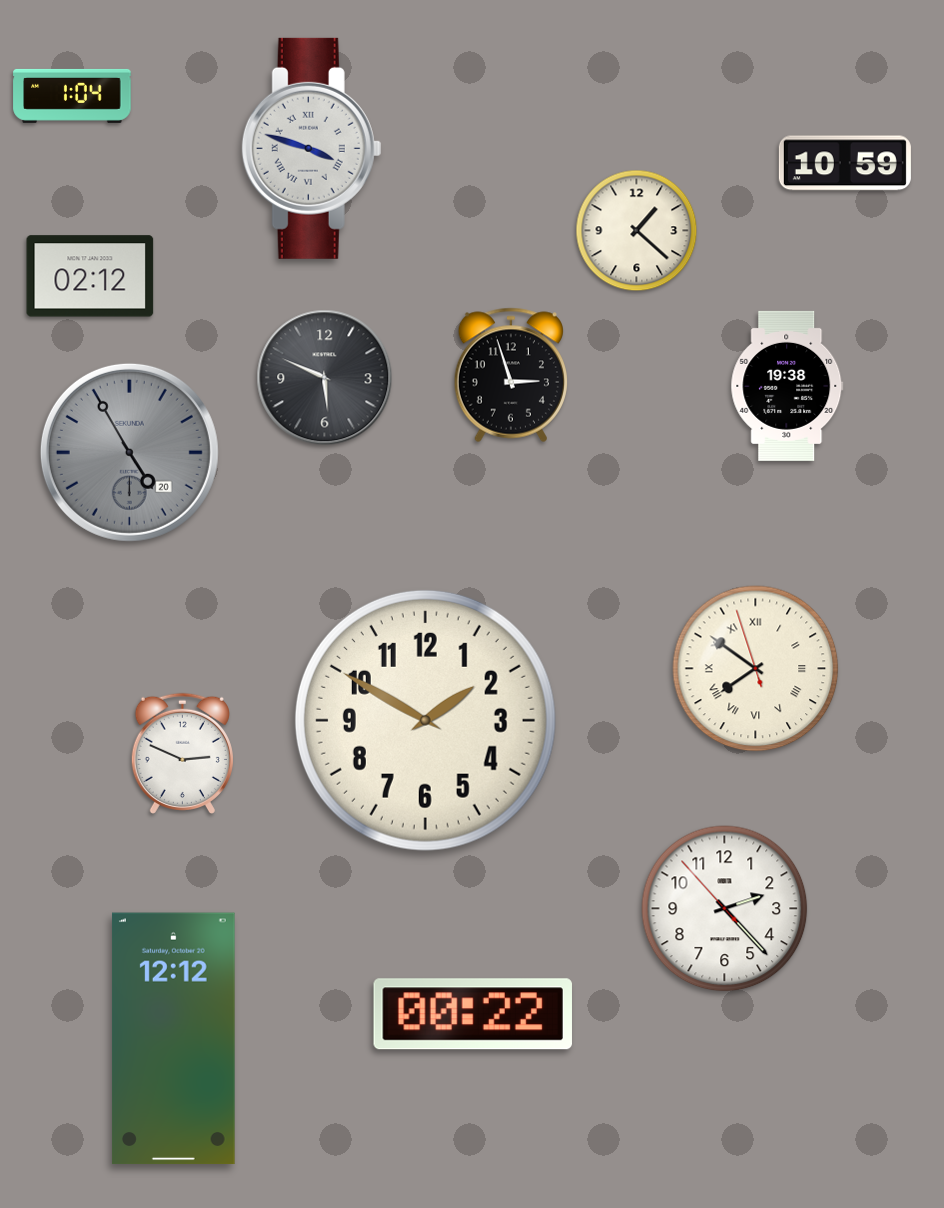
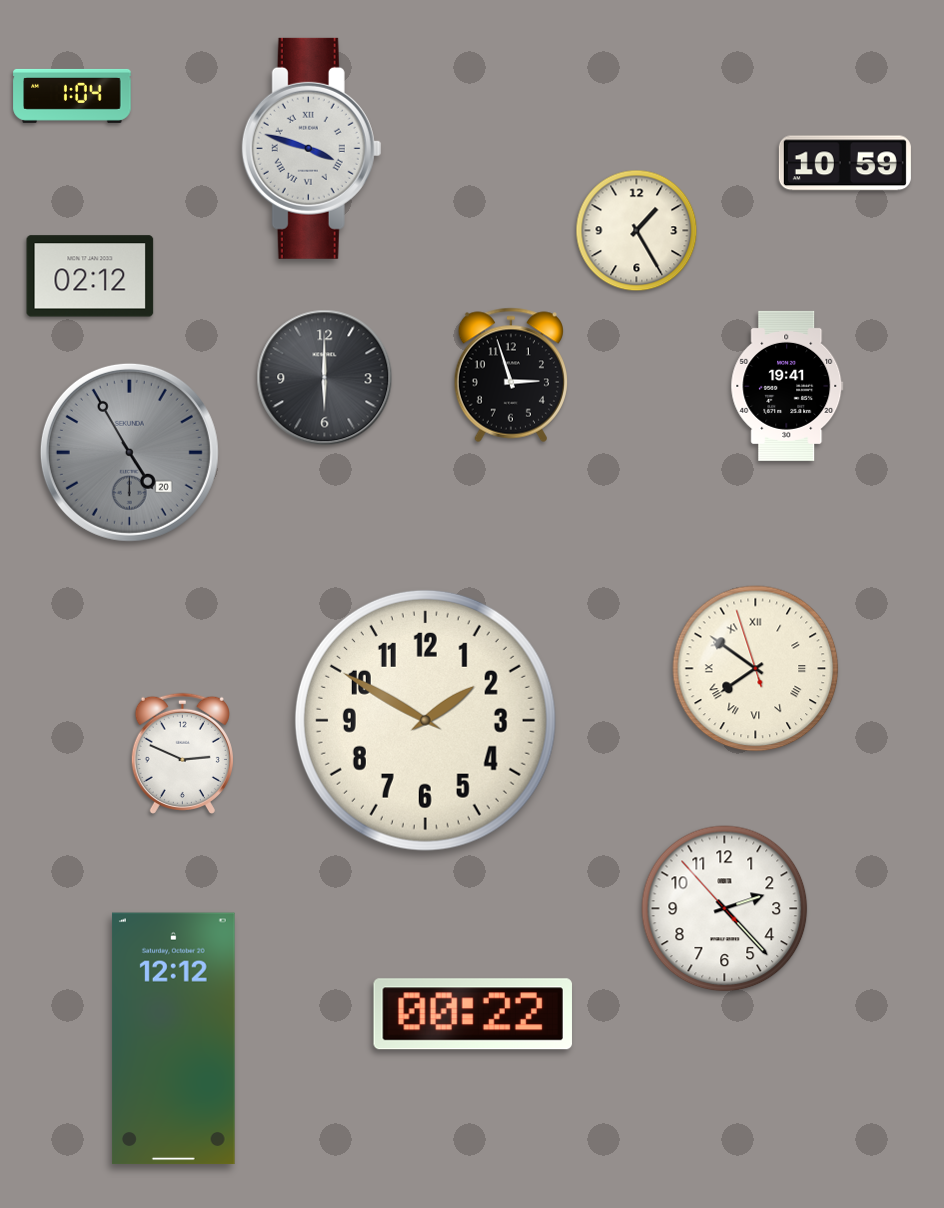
clock at (637, 231): 1:22 -> 1:25
clock at (325, 378): 5:49 -> 6:00
clock at (787, 386): 19:38 -> 19:41
